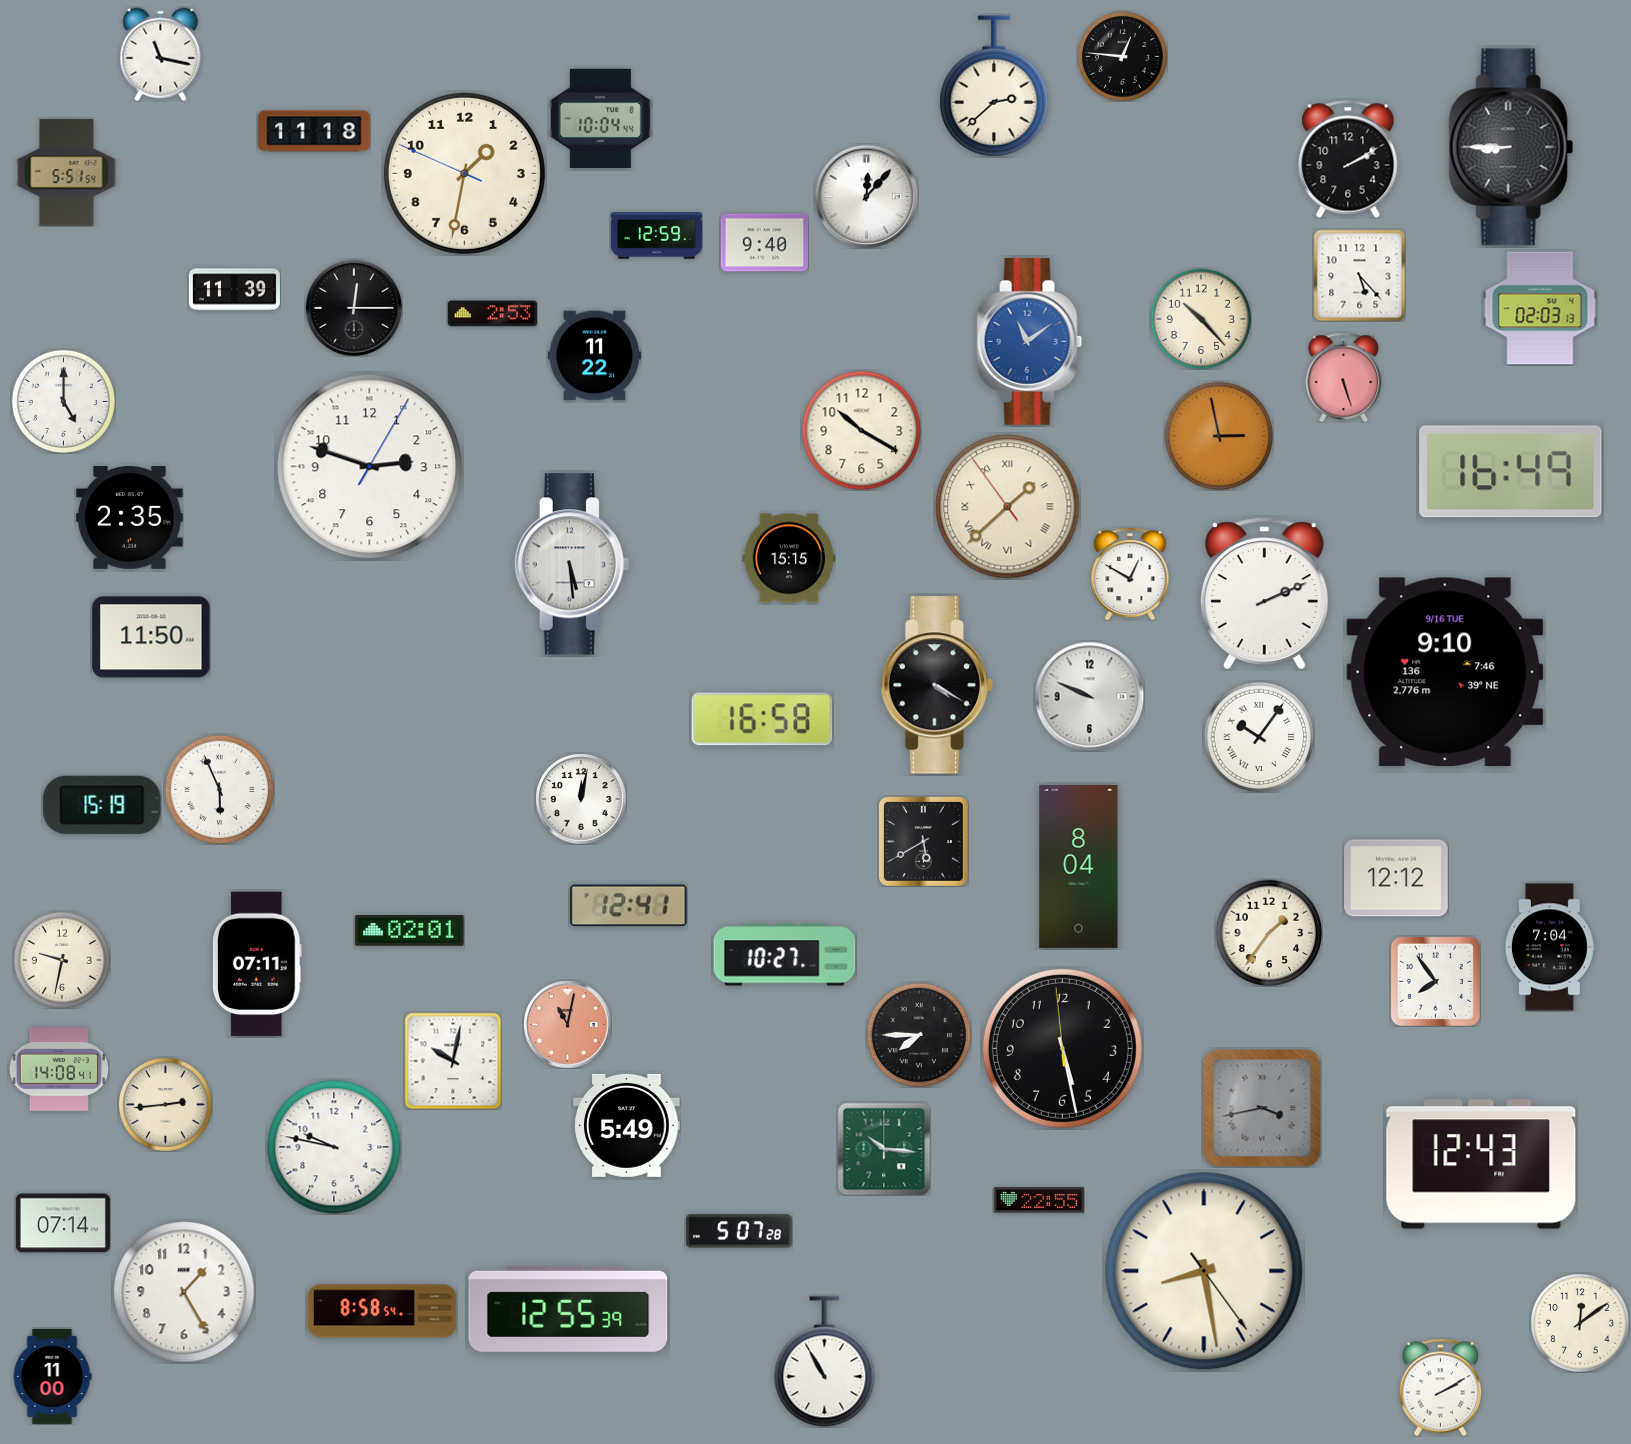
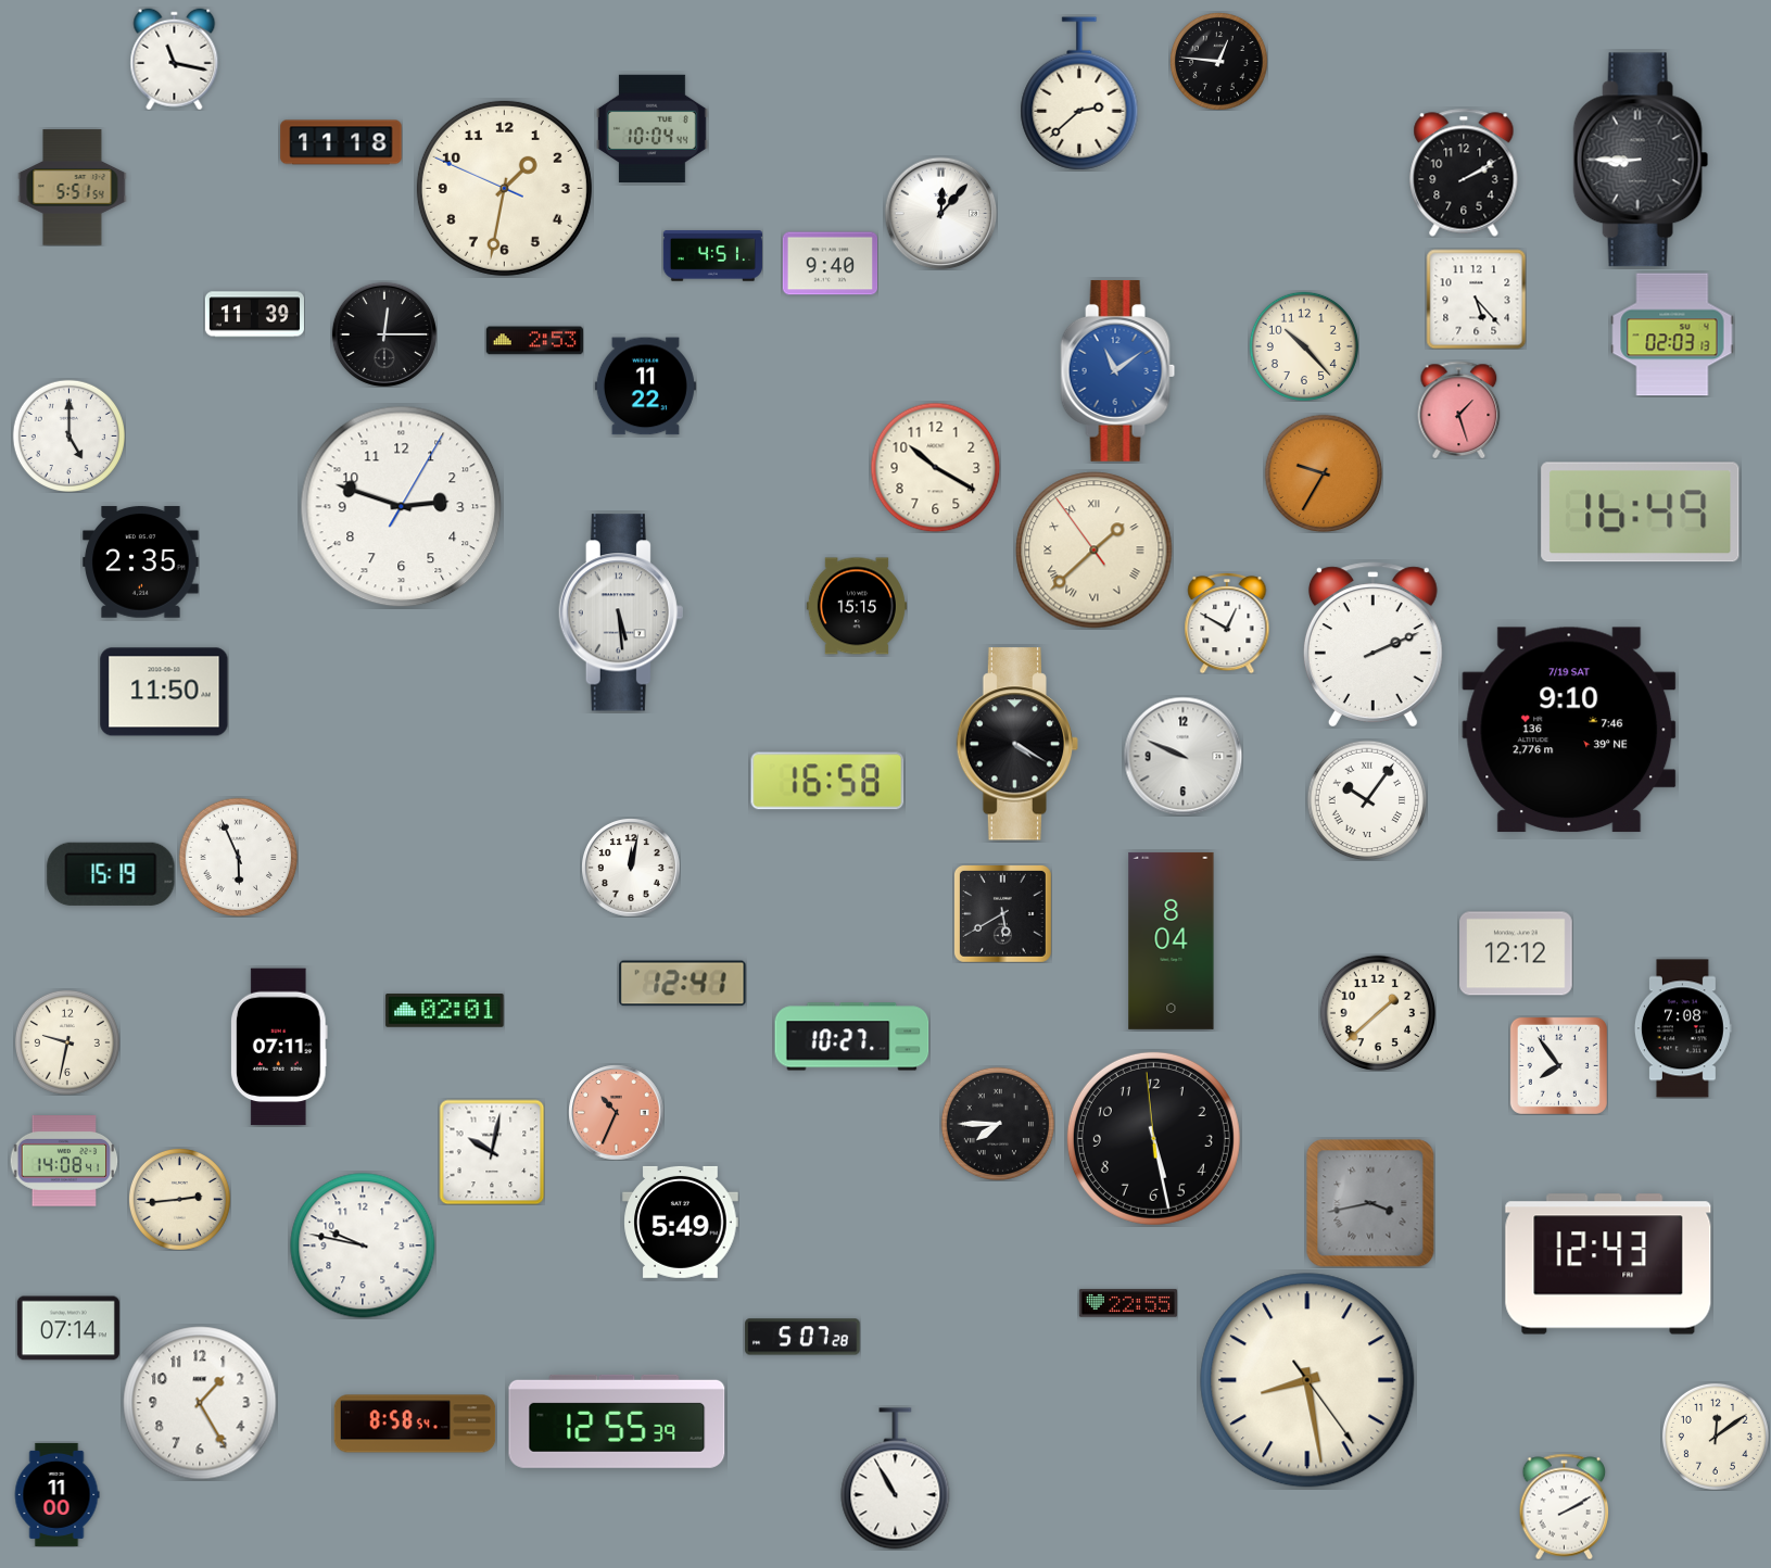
clock at (656, 236): 12:59 -> 4:51
clock at (1344, 377): 5:27 -> 1:27
clock at (1219, 436): 2:58 -> 9:35
clock at (1445, 672) date: 9/16 TUE -> 7/19 SAT
clock at (1268, 932): 1:36 -> 1:38
clock at (1550, 947): 7:04 -> 7:08
clock at (567, 1024): 11:02 -> 10:34
clock at (884, 1149): 10:16 -> none
